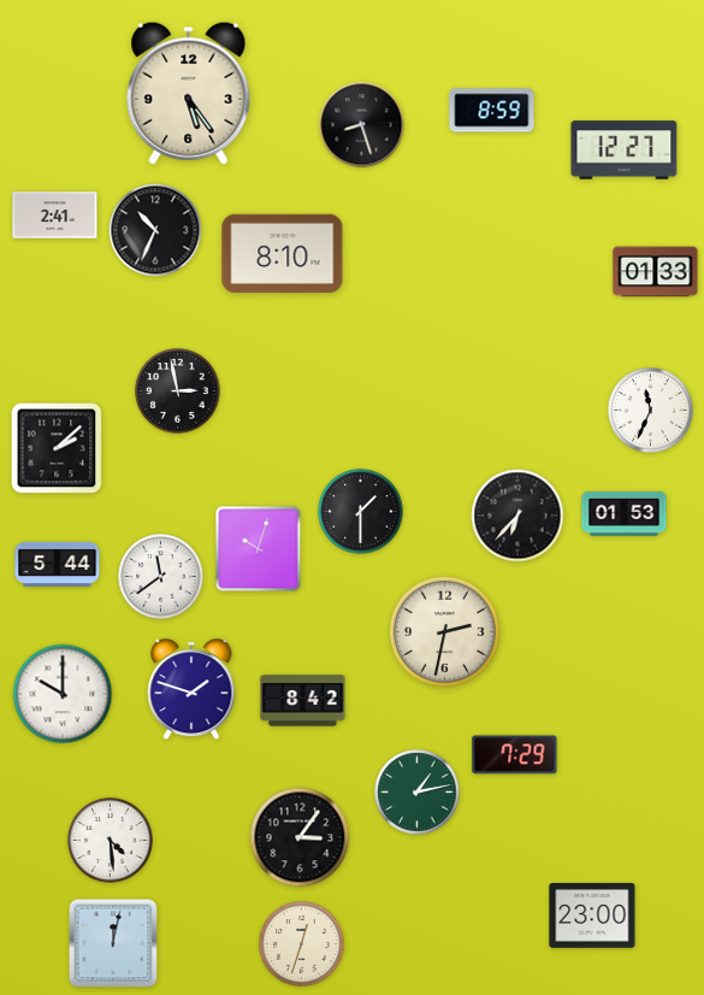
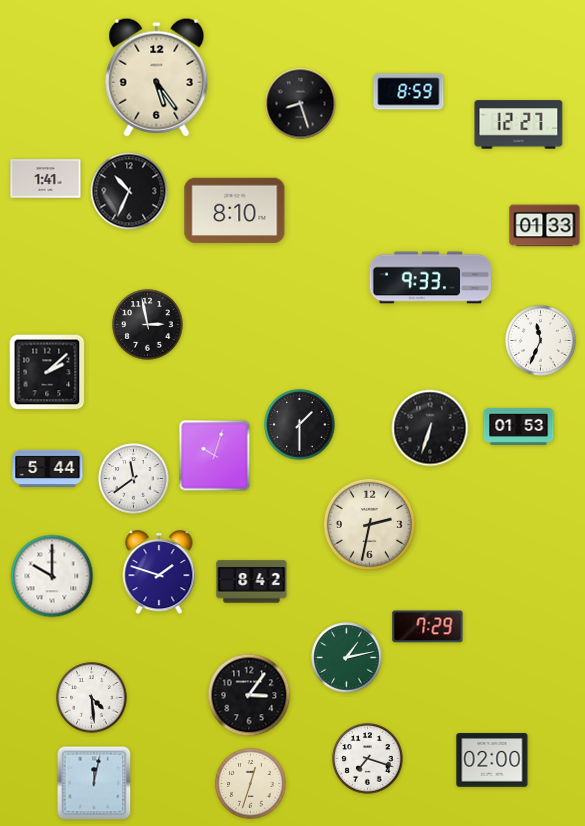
clock at (55, 216): 2:41 -> 1:41
clock at (430, 278): none -> 9:33
clock at (517, 516): 6:37 -> 6:33
clock at (368, 759): none -> 7:18
clock at (592, 915): 23:00 -> 02:00
